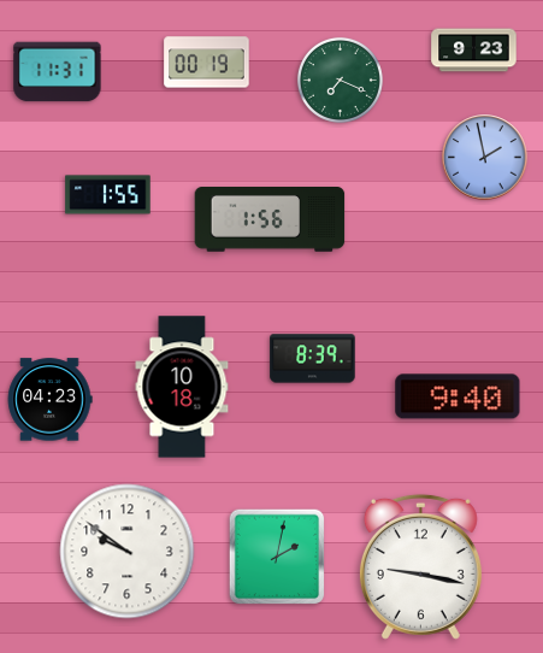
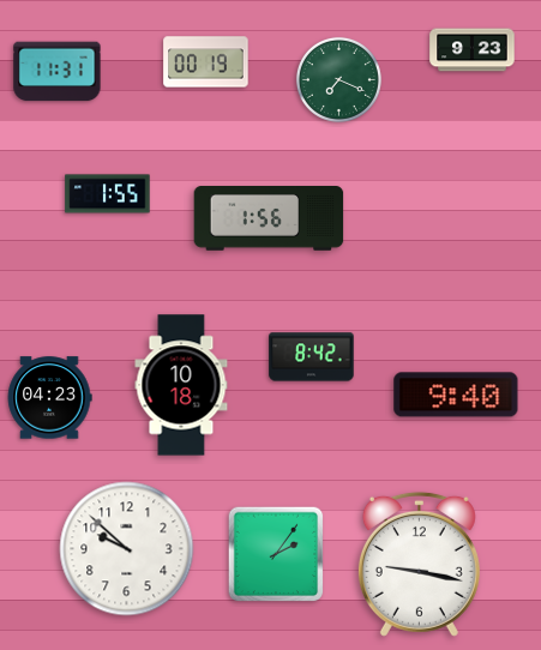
clock at (485, 158): 1:58 -> none
clock at (313, 359): 8:39 -> 8:42
clock at (128, 552): 9:51 -> 9:52
clock at (277, 557): 2:02 -> 2:06
